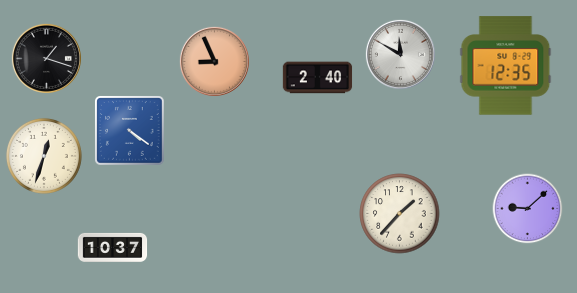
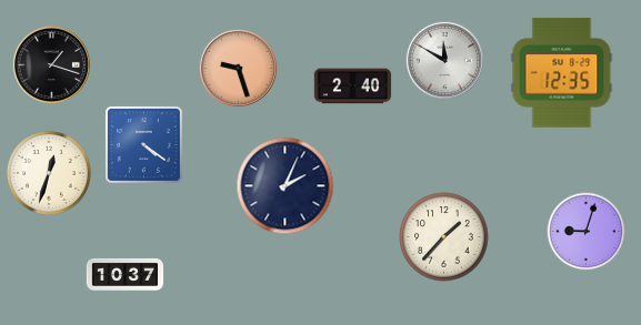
clock at (214, 61): 8:56 -> 9:27
clock at (286, 186): none -> 2:04
clock at (528, 209): 9:08 -> 9:03
